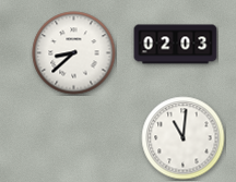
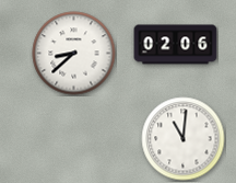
clock at (176, 45): 02:03 -> 02:06
